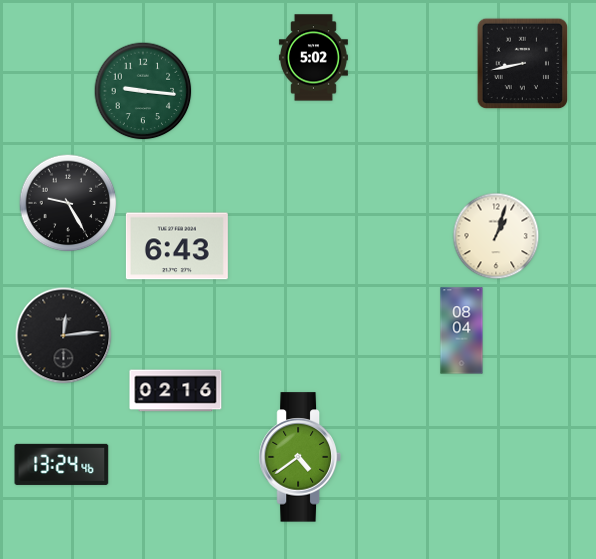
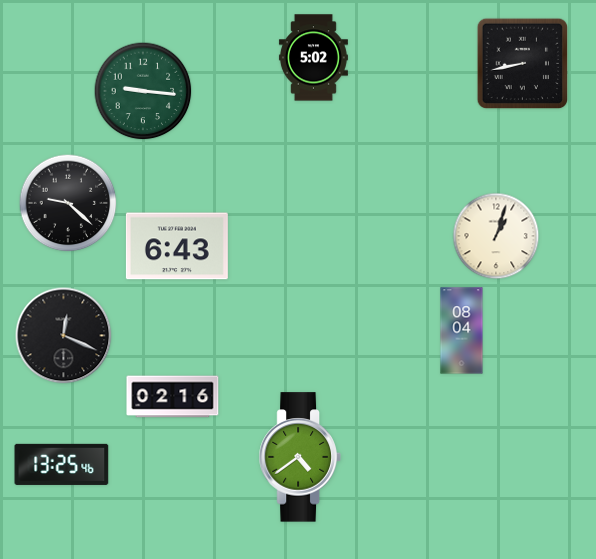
clock at (68, 203): 9:25 -> 9:22
clock at (64, 336): 12:14 -> 12:19
clock at (176, 391) position: (176, 391) -> (173, 397)
clock at (62, 464): 13:24 -> 13:25
